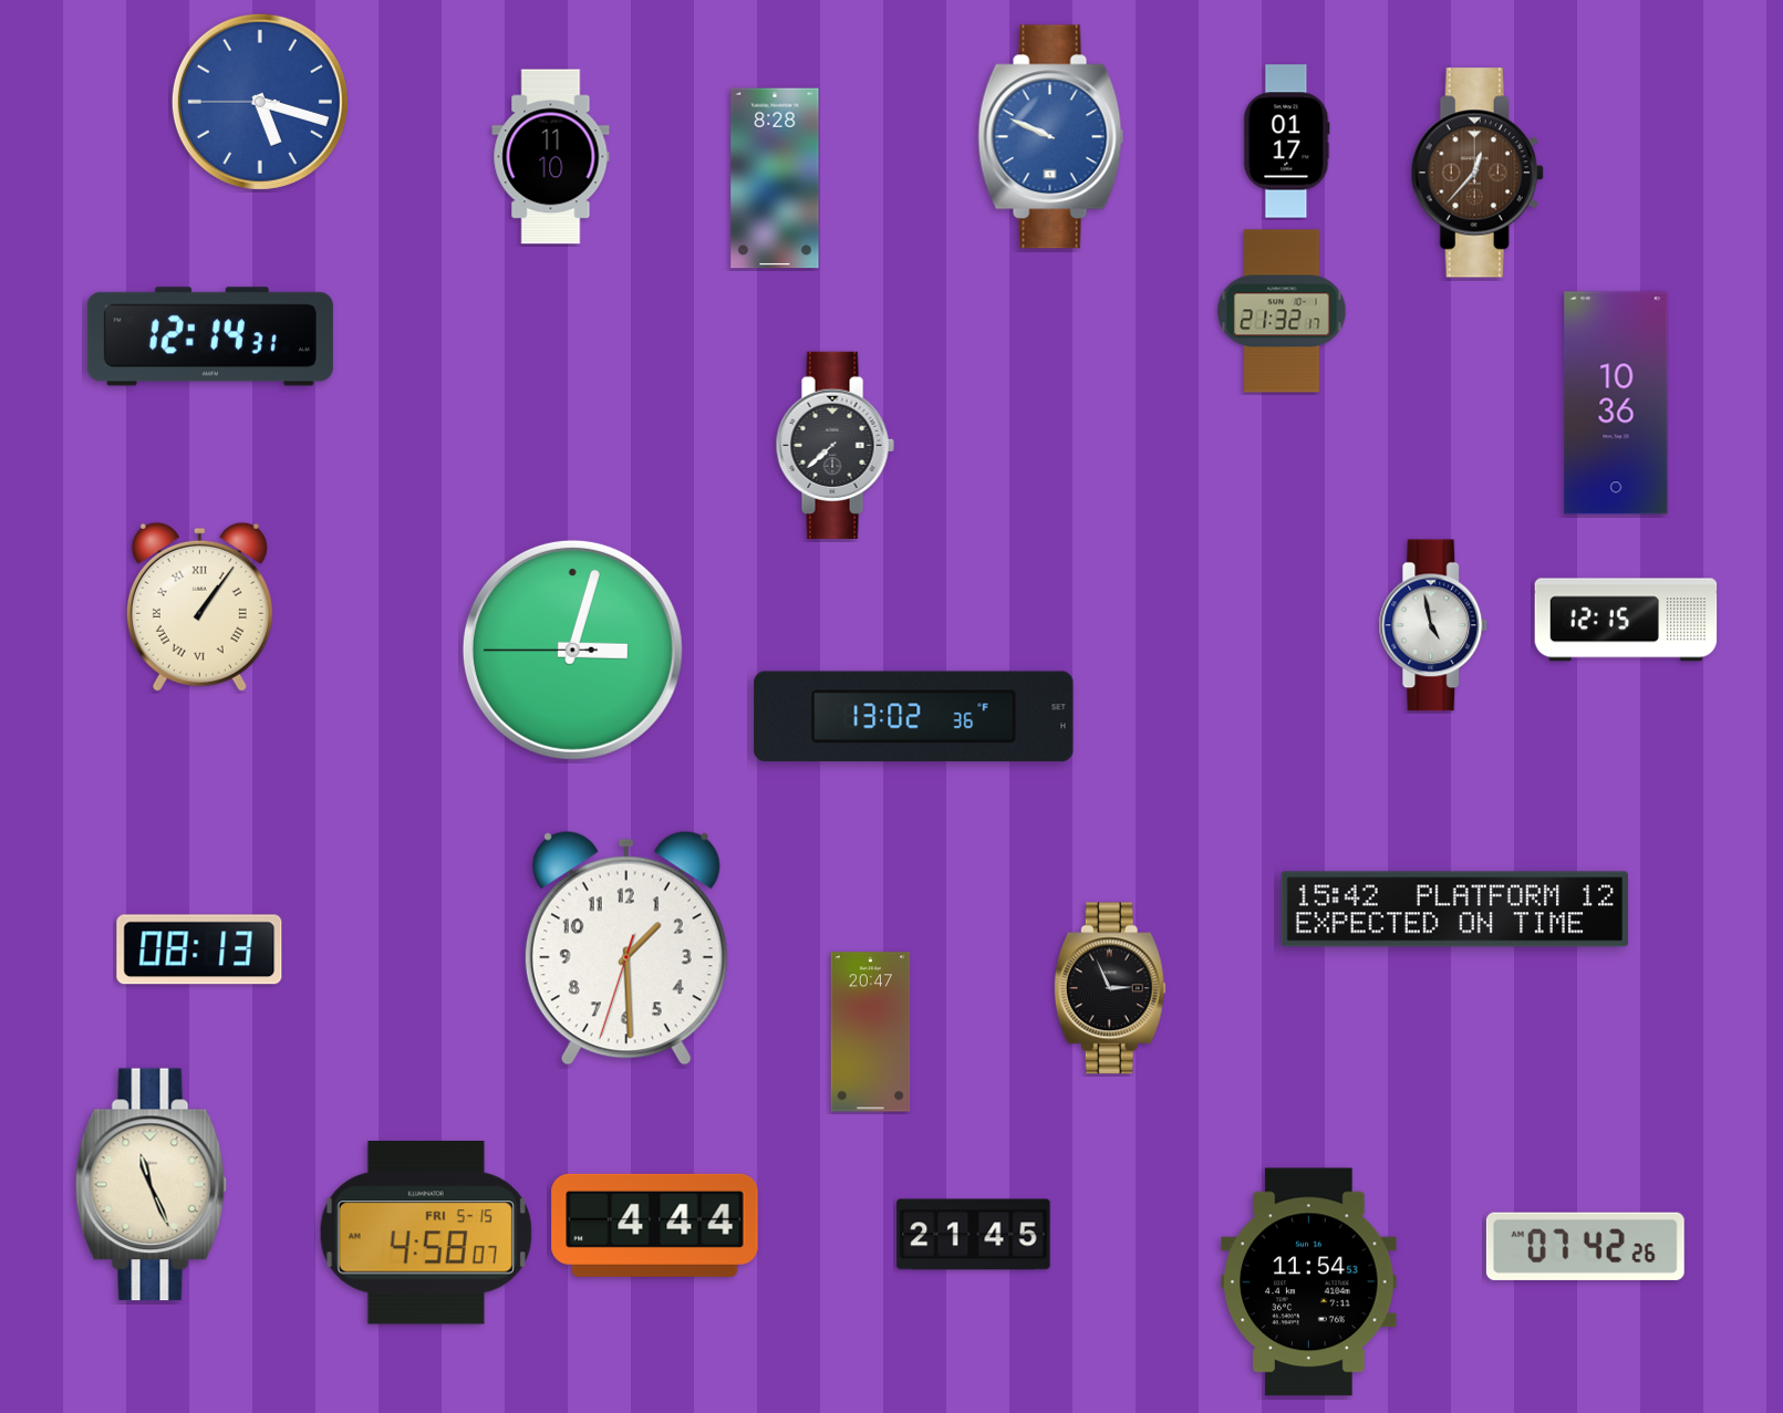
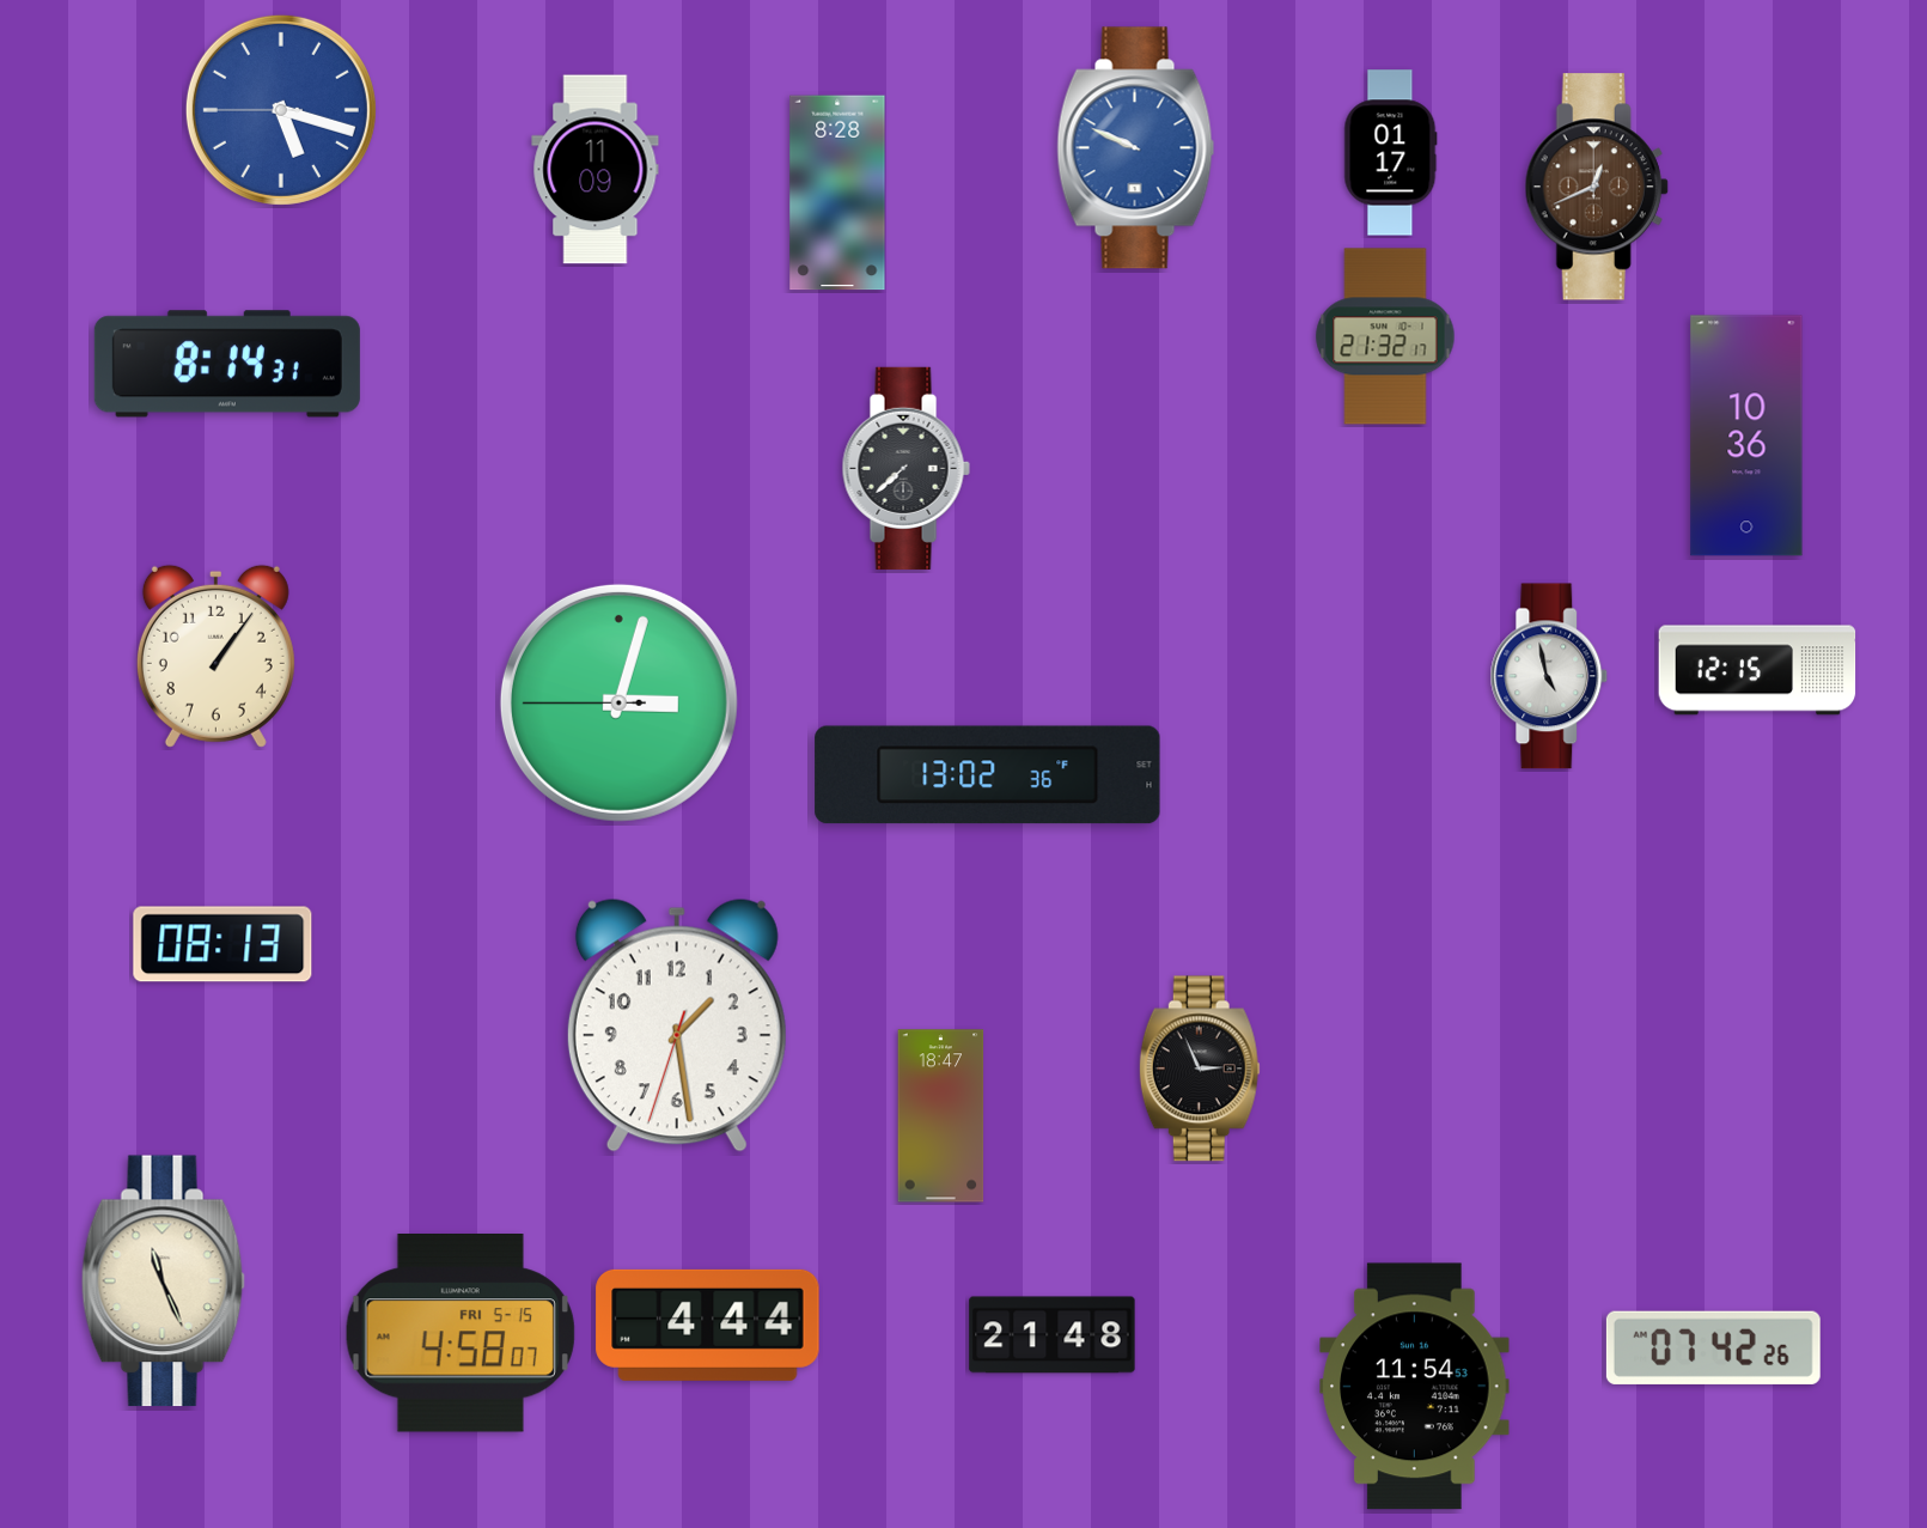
clock at (551, 157): 11:10 -> 11:09
clock at (1478, 173): 12:37 -> 12:41
clock at (210, 336): 12:14 -> 8:14
clock at (835, 445) position: (835, 445) -> (905, 468)
clock at (199, 606) numerals: Roman -> Arabic
clock at (1455, 910): 15:42 -> none
clock at (626, 948): 1:29 -> 1:28
clock at (199, 949) position: (199, 949) -> (222, 944)
clock at (871, 1032): 20:47 -> 18:47
clock at (974, 1235): 21:45 -> 21:48
